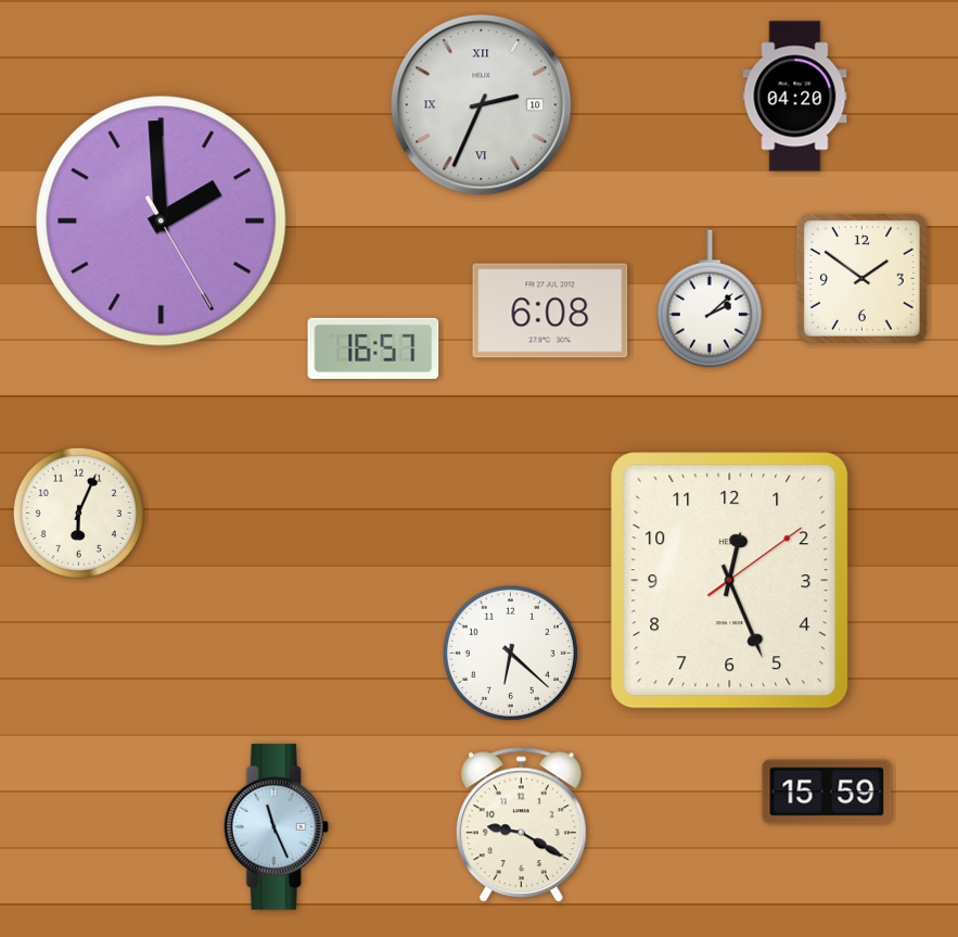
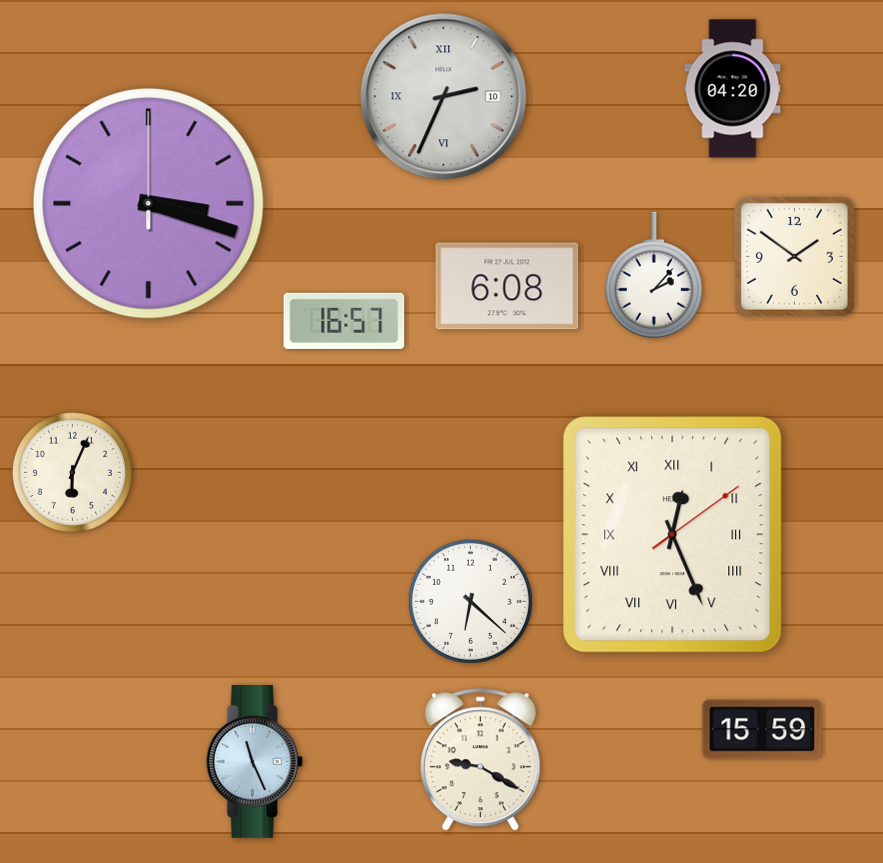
clock at (162, 221): 1:59 -> 3:18
clock at (710, 299): 2:08 -> 2:07
clock at (730, 581) numerals: Arabic -> Roman
